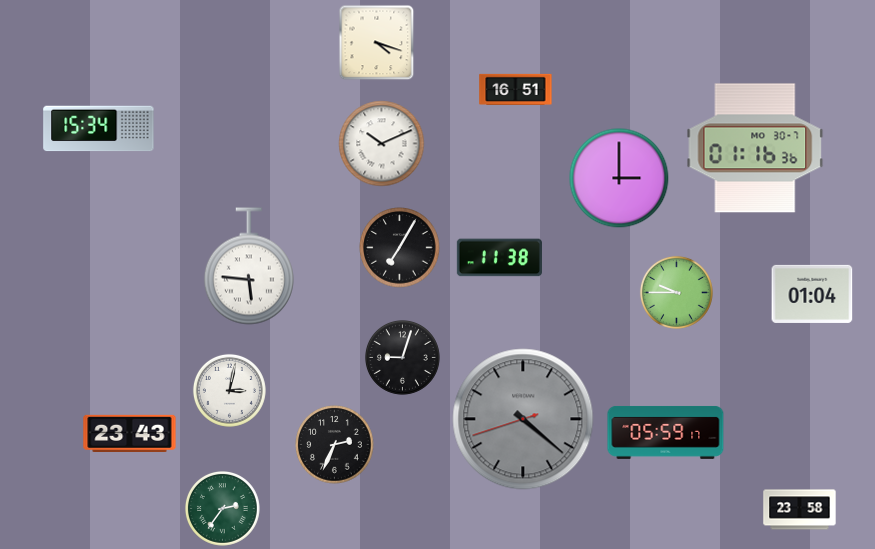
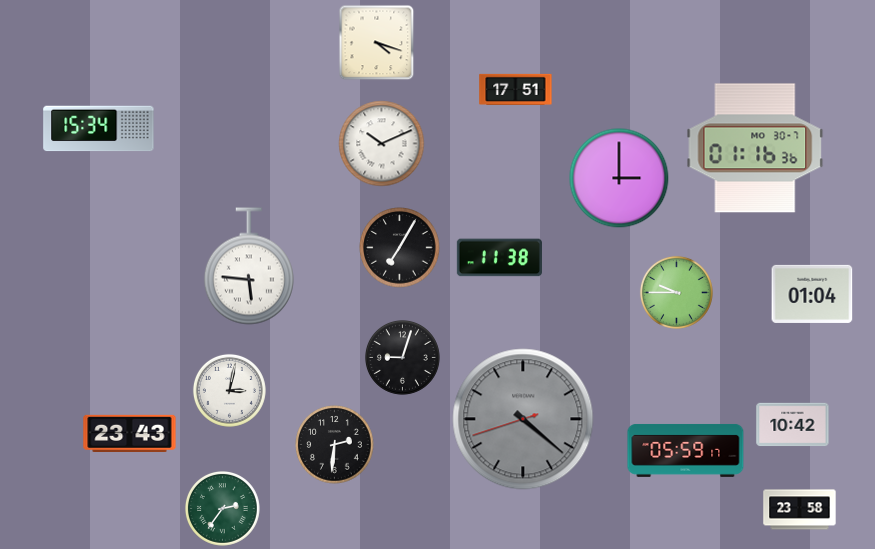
clock at (516, 89): 16:51 -> 17:51
clock at (793, 425): none -> 10:42
clock at (666, 432) position: (666, 432) -> (686, 450)
clock at (335, 445): 2:34 -> 2:31
